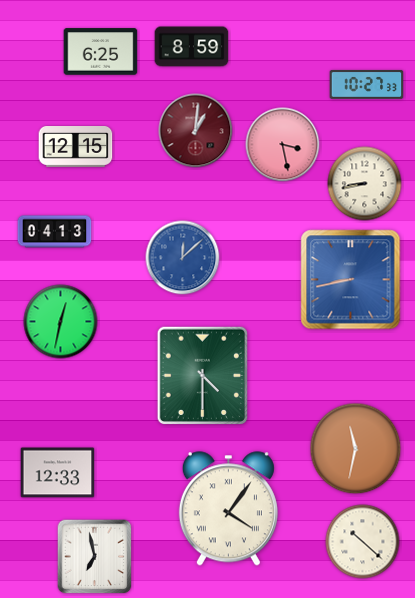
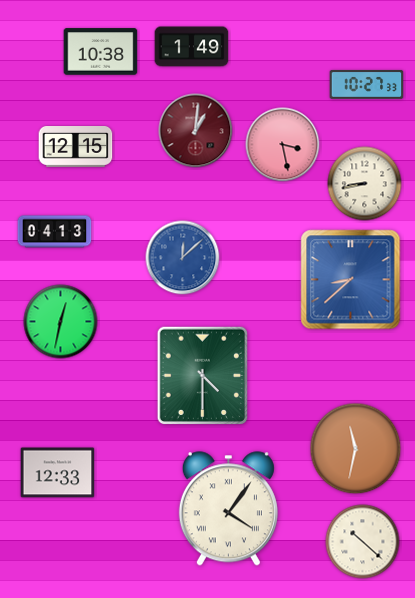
clock at (192, 47): 8:59 -> 1:49
clock at (101, 52): 6:25 -> 10:38
clock at (351, 280): 8:43 -> 8:38
clock at (95, 557): 6:58 -> none
